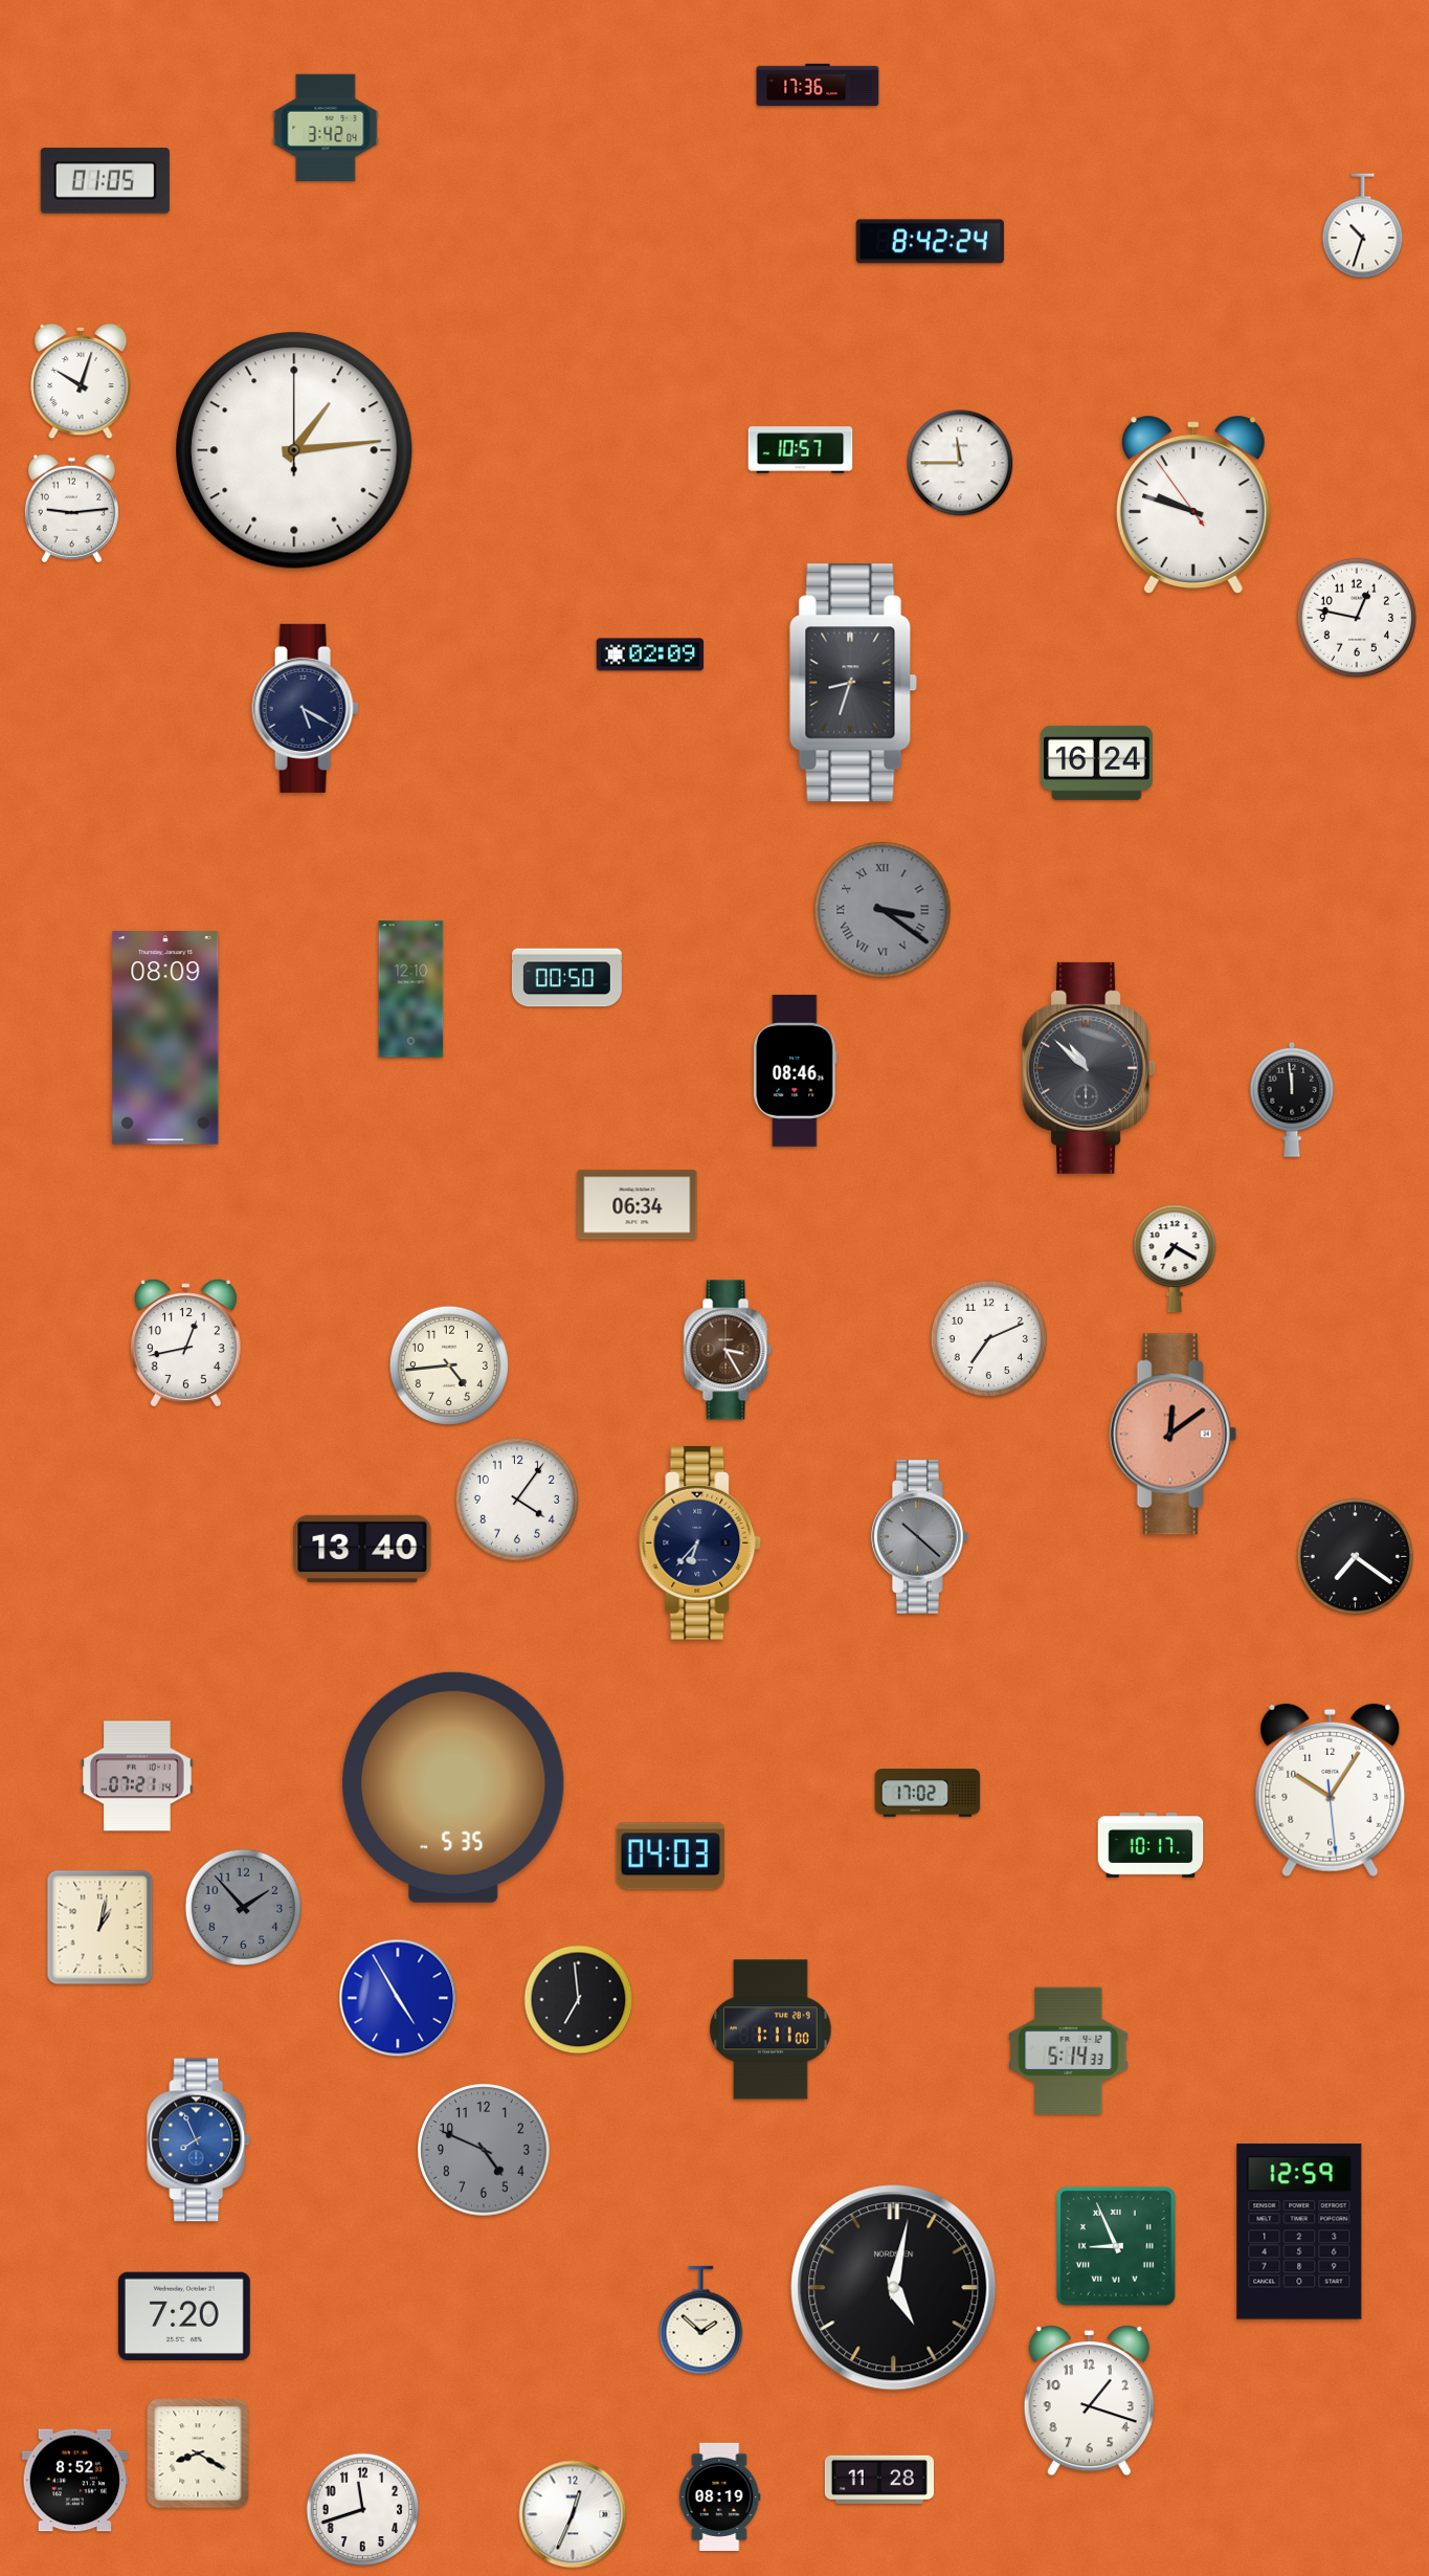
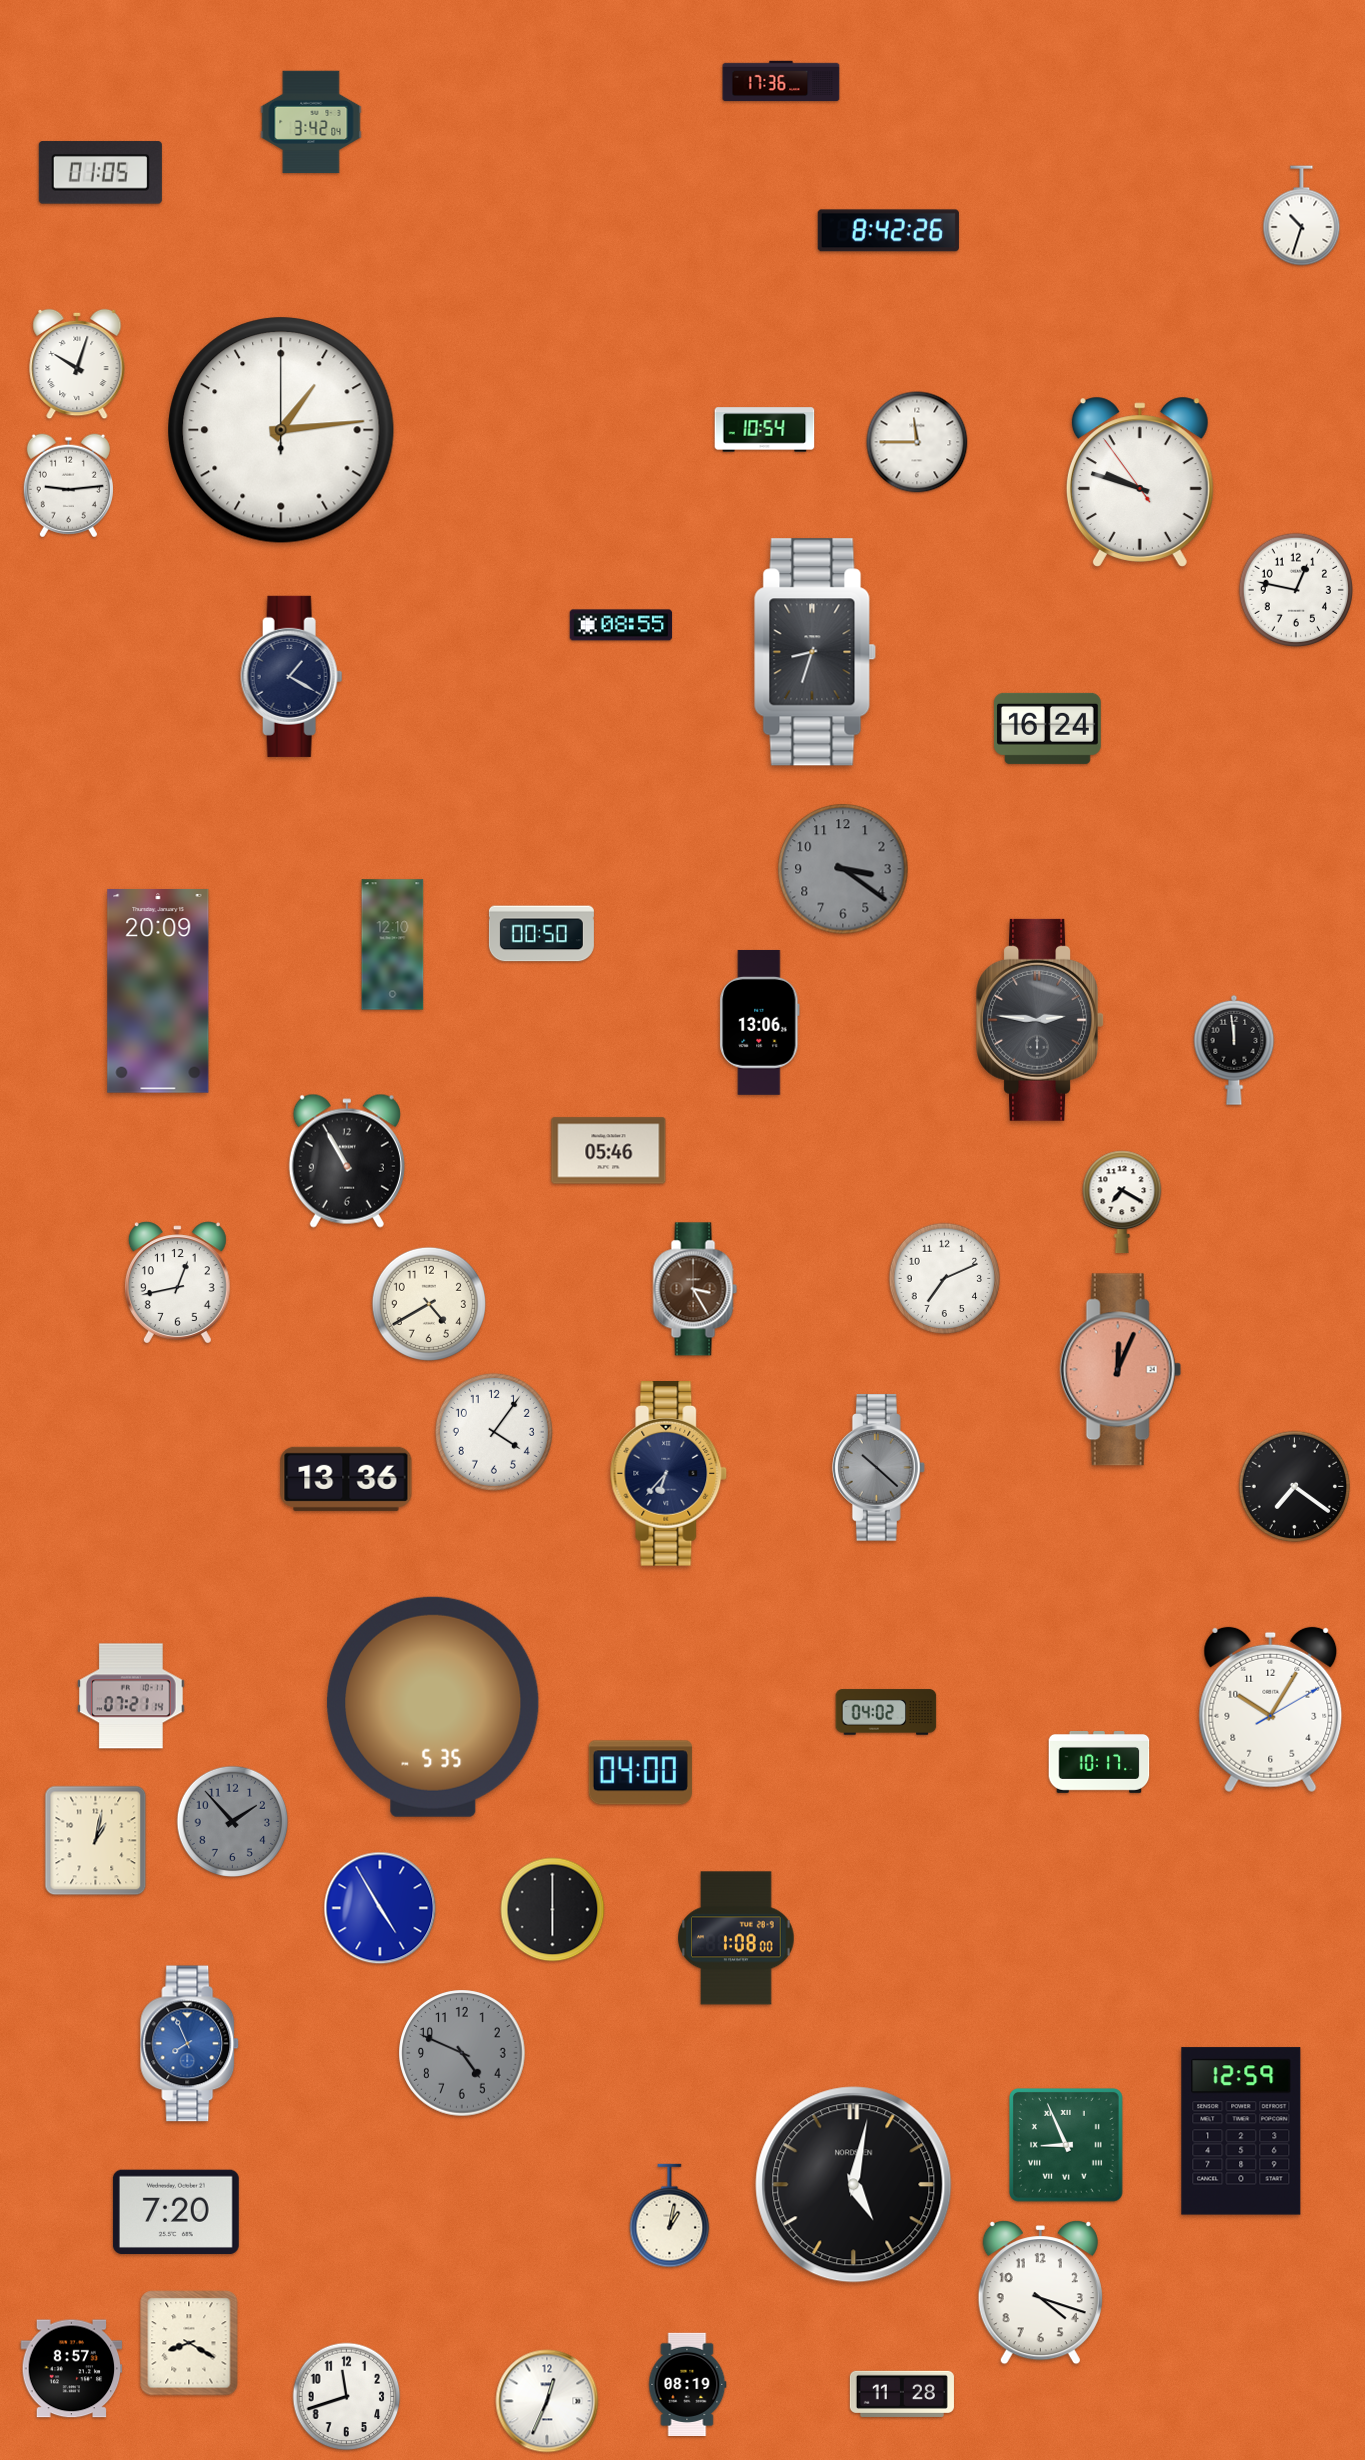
clock at (930, 242): 8:42:24 -> 8:42:26
clock at (801, 450): 10:57 -> 10:54
clock at (650, 654): 02:09 -> 08:55
clock at (306, 708): 5:20 -> 1:20
clock at (883, 910) numerals: Roman -> Arabic
clock at (165, 1039): 08:09 -> 20:09
clock at (1089, 1068): 10:52 -> 2:46
clock at (796, 1070): 08:46 -> 13:06
clock at (638, 1205): 06:34 -> 05:46
clock at (347, 1161): none -> 10:55
clock at (449, 1365): 4:44 -> 4:40
clock at (1173, 1435): 12:09 -> 12:04
clock at (362, 1549): 13:40 -> 13:36
clock at (1331, 1791): 10:05:29 -> 10:05:10
clock at (928, 1793): 17:02 -> 04:02
clock at (670, 1857): 04:03 -> 04:00
clock at (579, 2000): 6:59 -> 6:00
clock at (771, 2029): 1:11 -> 1:08
clock at (1069, 2051): 5:14 -> none
clock at (701, 2320): 1:52 -> 1:02
clock at (1089, 2401): 1:18 -> 4:18
clock at (879, 2480) position: (879, 2480) -> (902, 2394)
clock at (75, 2481): 8:52 -> 8:57
